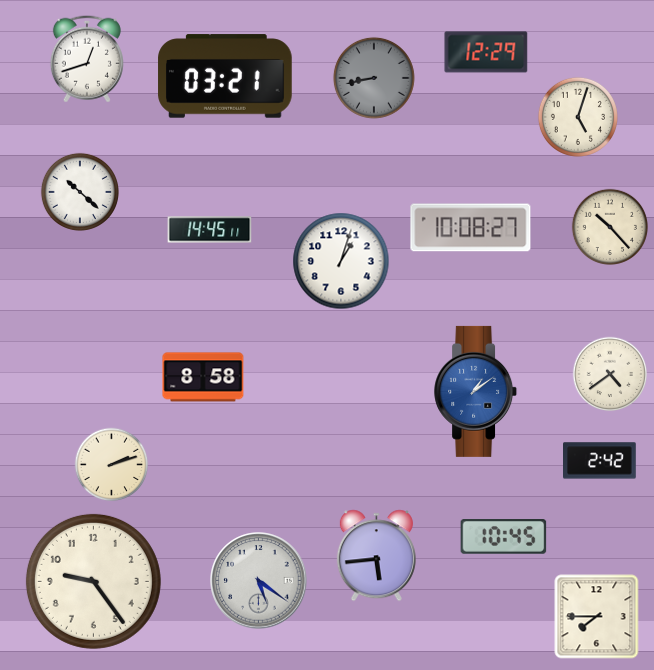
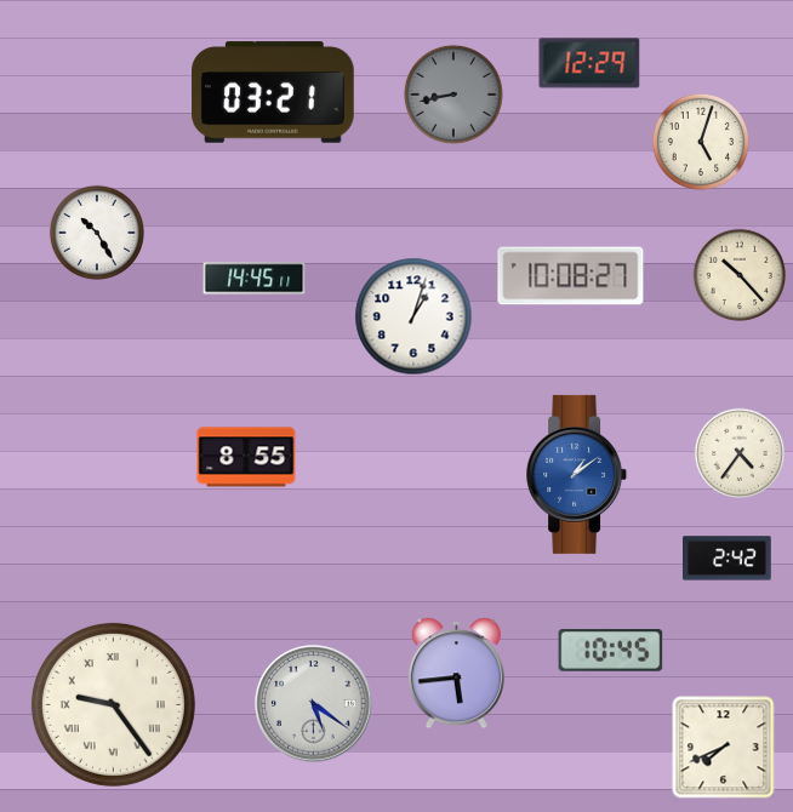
clock at (87, 59): 12:42 -> none
clock at (80, 192): 10:22 -> 10:25
clock at (610, 374): 4:39 -> 4:36
clock at (203, 377): 8:58 -> 8:55
clock at (112, 465): 2:12 -> none
clock at (93, 581) numerals: Arabic -> Roman
clock at (597, 617): 7:45 -> 7:41
